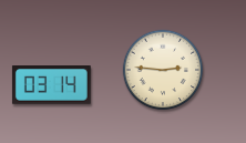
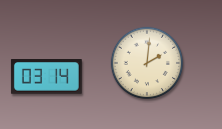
clock at (163, 70): 2:46 -> 2:01
